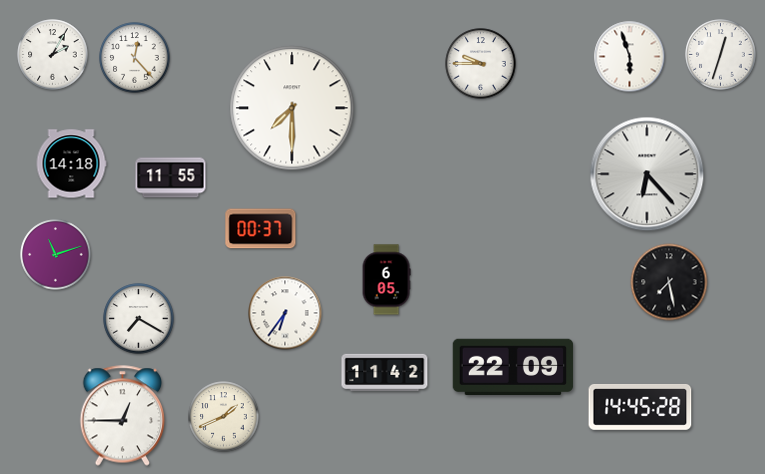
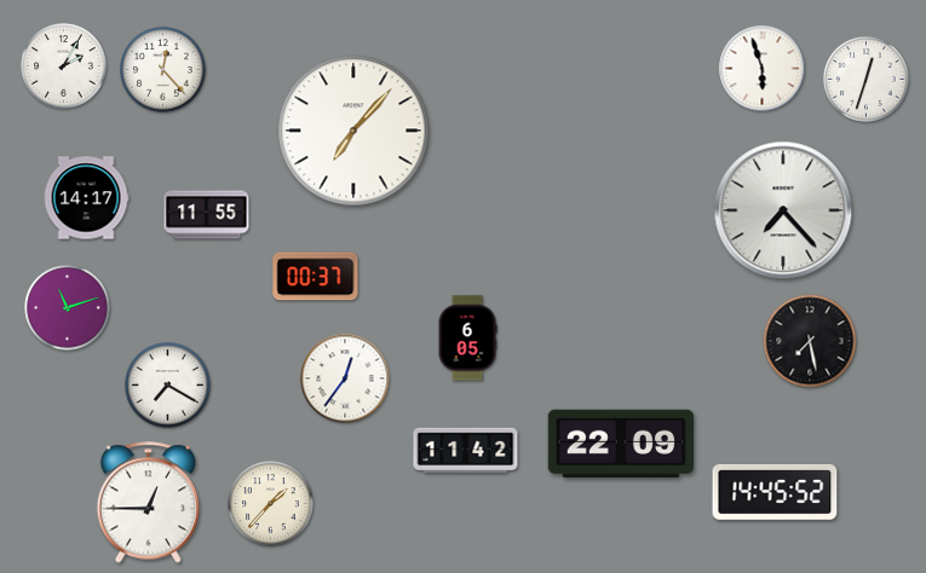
clock at (721, 55) position: (721, 55) -> (867, 80)
clock at (481, 64): 9:45 -> none
clock at (292, 108): 7:30 -> 7:07
clock at (71, 164): 14:18 -> 14:17
clock at (647, 174): 6:23 -> 7:23
clock at (285, 313): 6:36 -> 12:36
clock at (640, 408): 14:45:28 -> 14:45:52
clock at (224, 417): 1:41 -> 1:37
